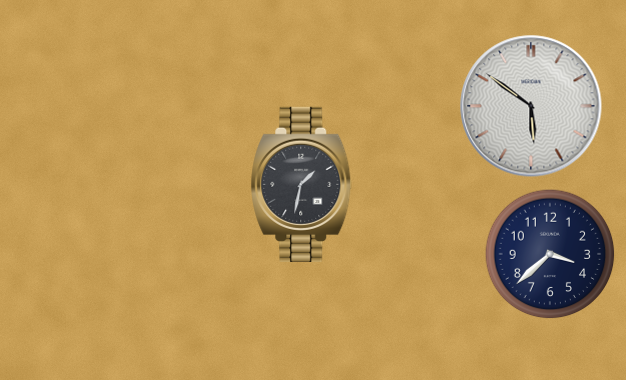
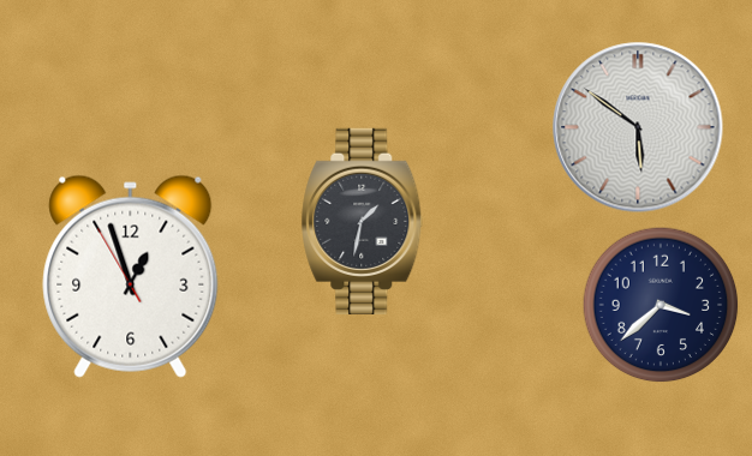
clock at (131, 276): none -> 12:56
